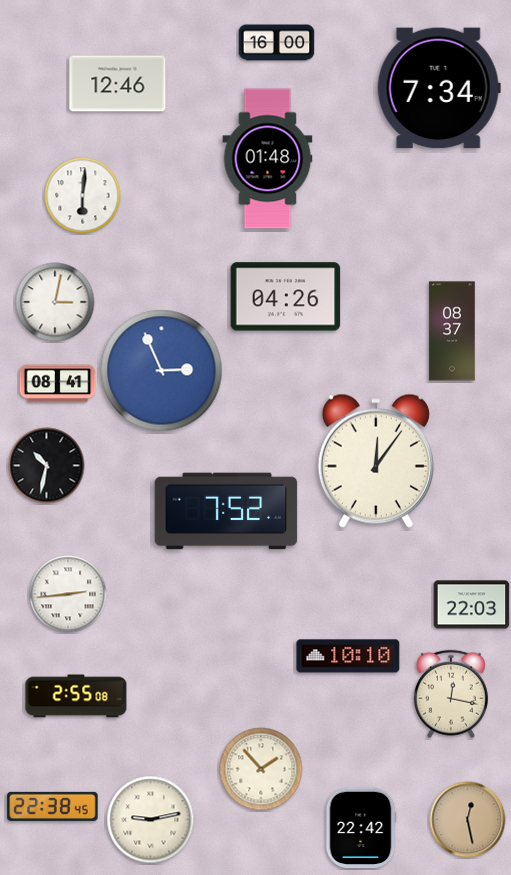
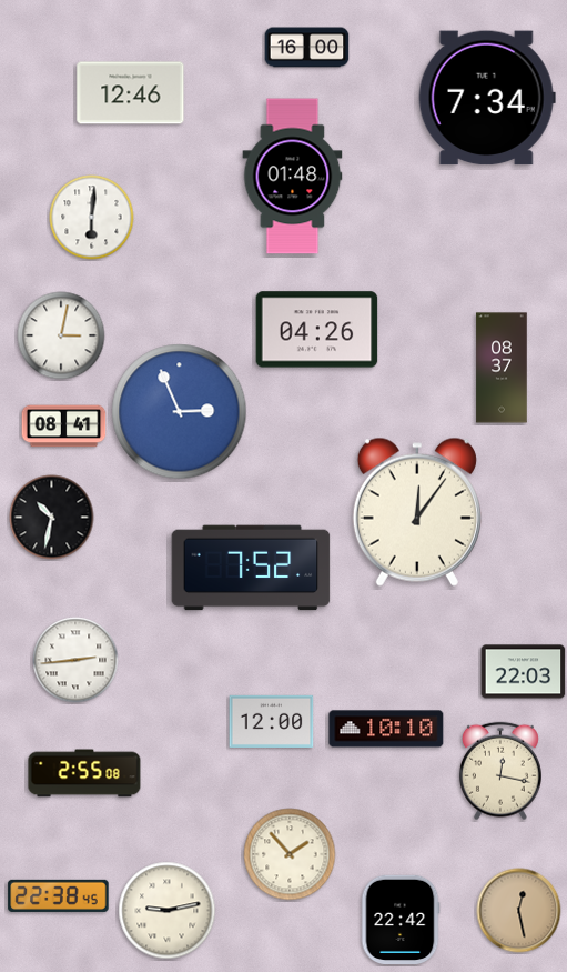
clock at (268, 159) position: (268, 159) -> (293, 177)
clock at (272, 721): none -> 12:00
